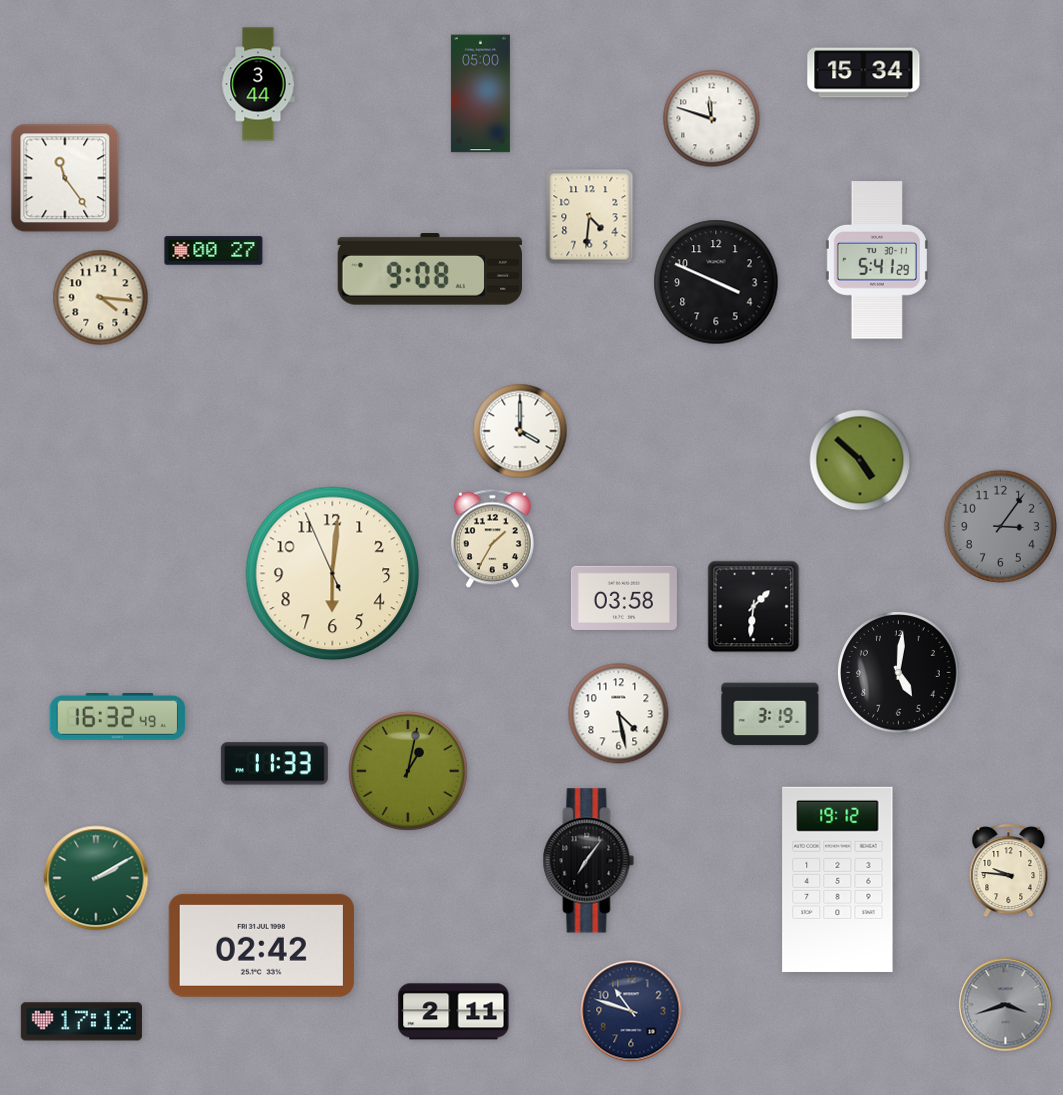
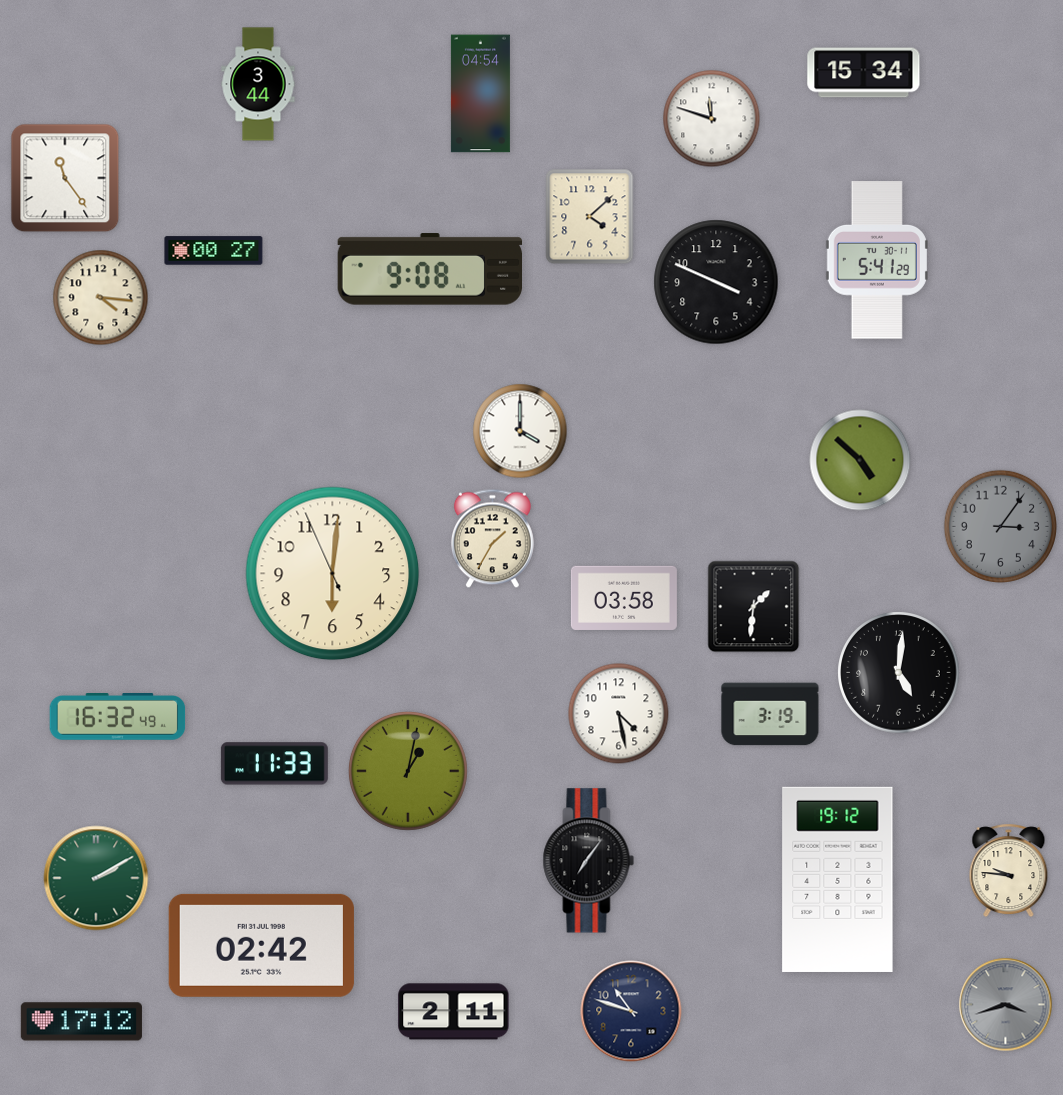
clock at (480, 94): 05:00 -> 04:54
clock at (590, 217): 4:31 -> 4:08
